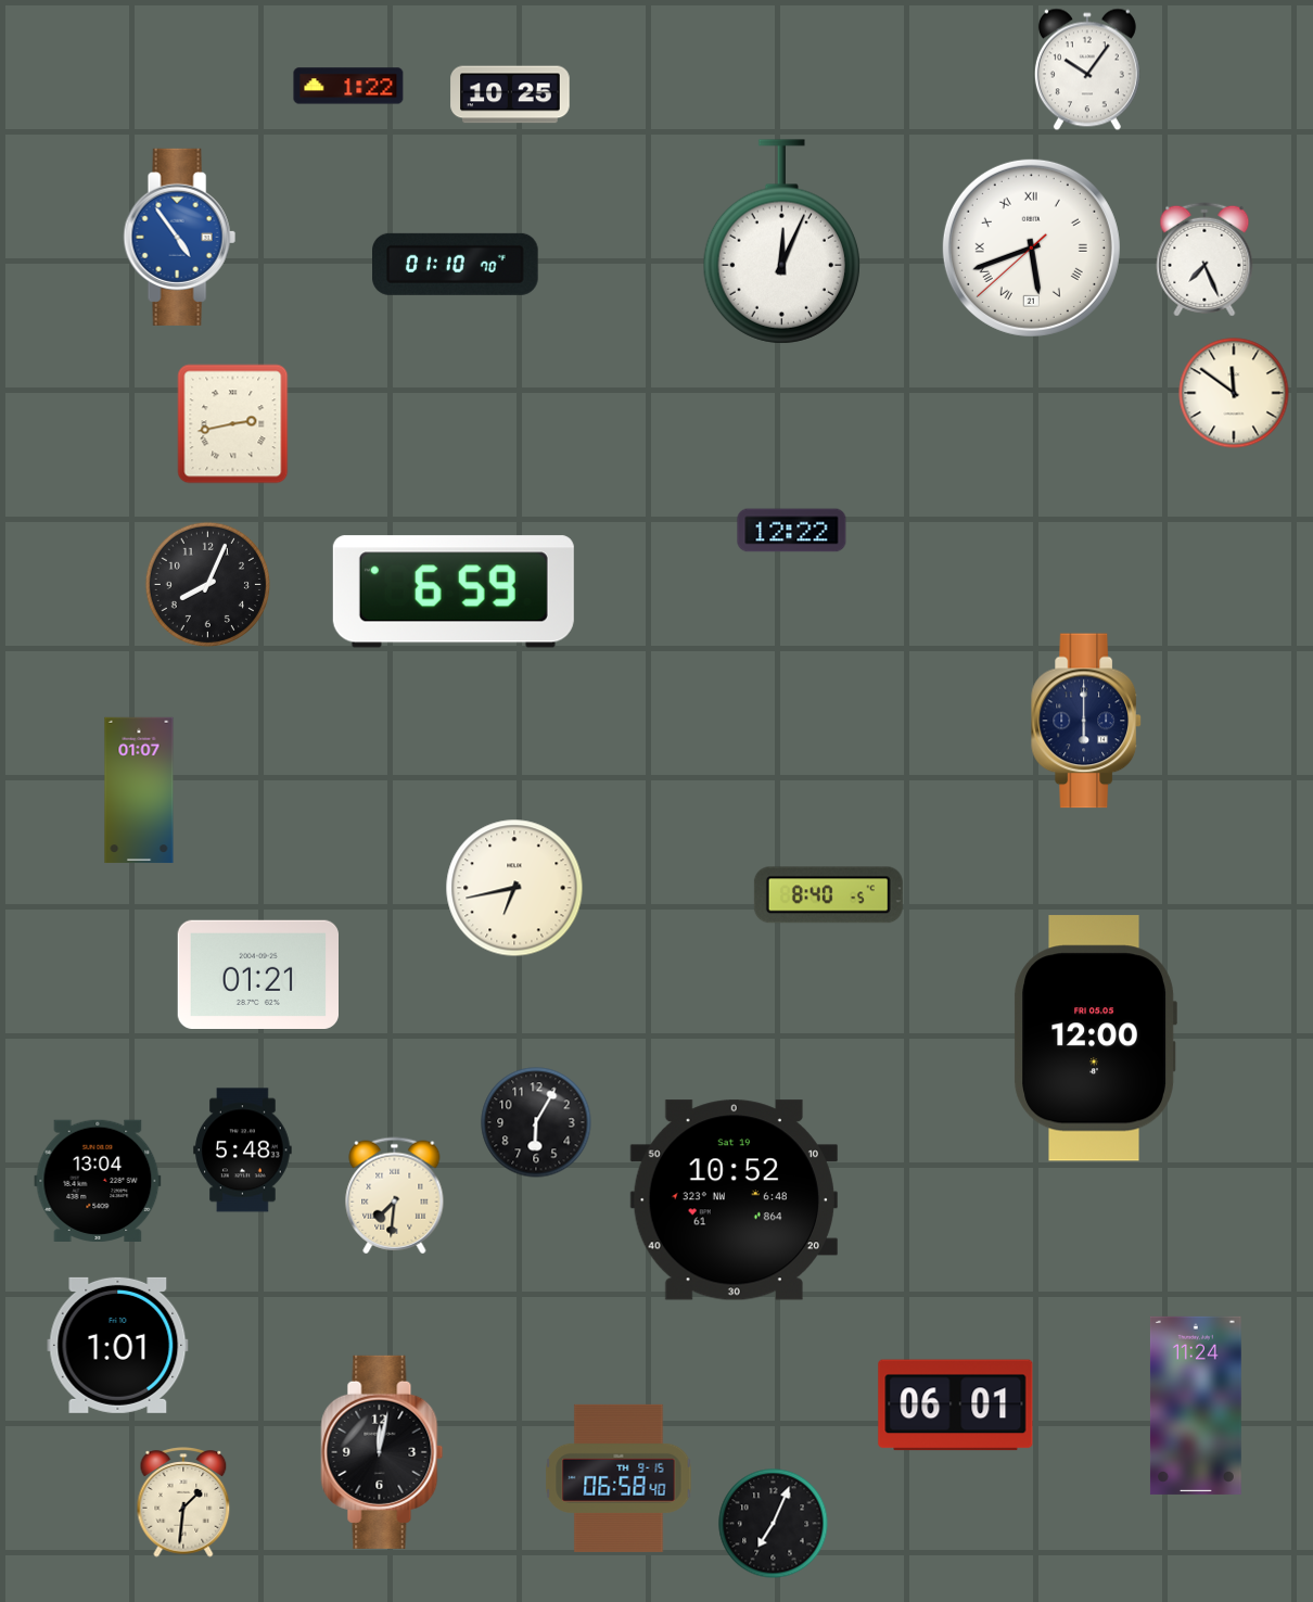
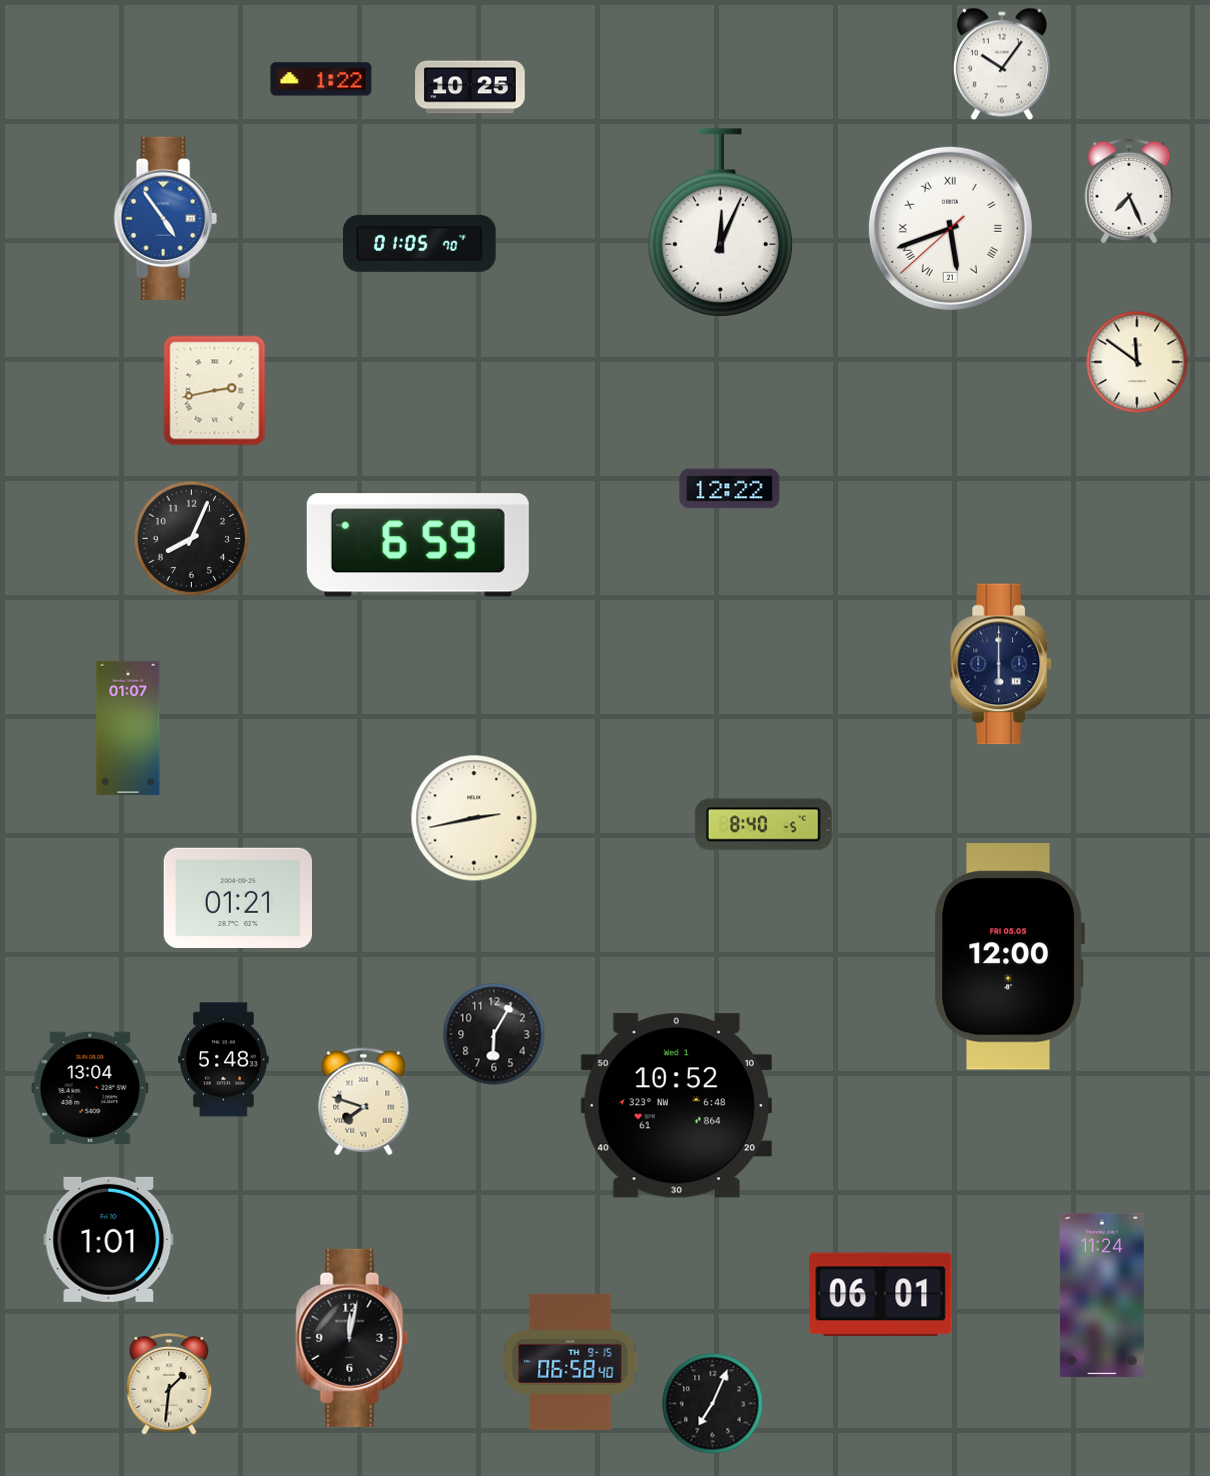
clock at (1204, 259) position: (1204, 259) -> (1129, 191)
clock at (456, 264): 01:10 -> 01:05
clock at (514, 888): 6:43 -> 2:43
clock at (395, 1196): 7:31 -> 7:48
clock at (734, 1200) date: Sat 19 -> Wed 1
